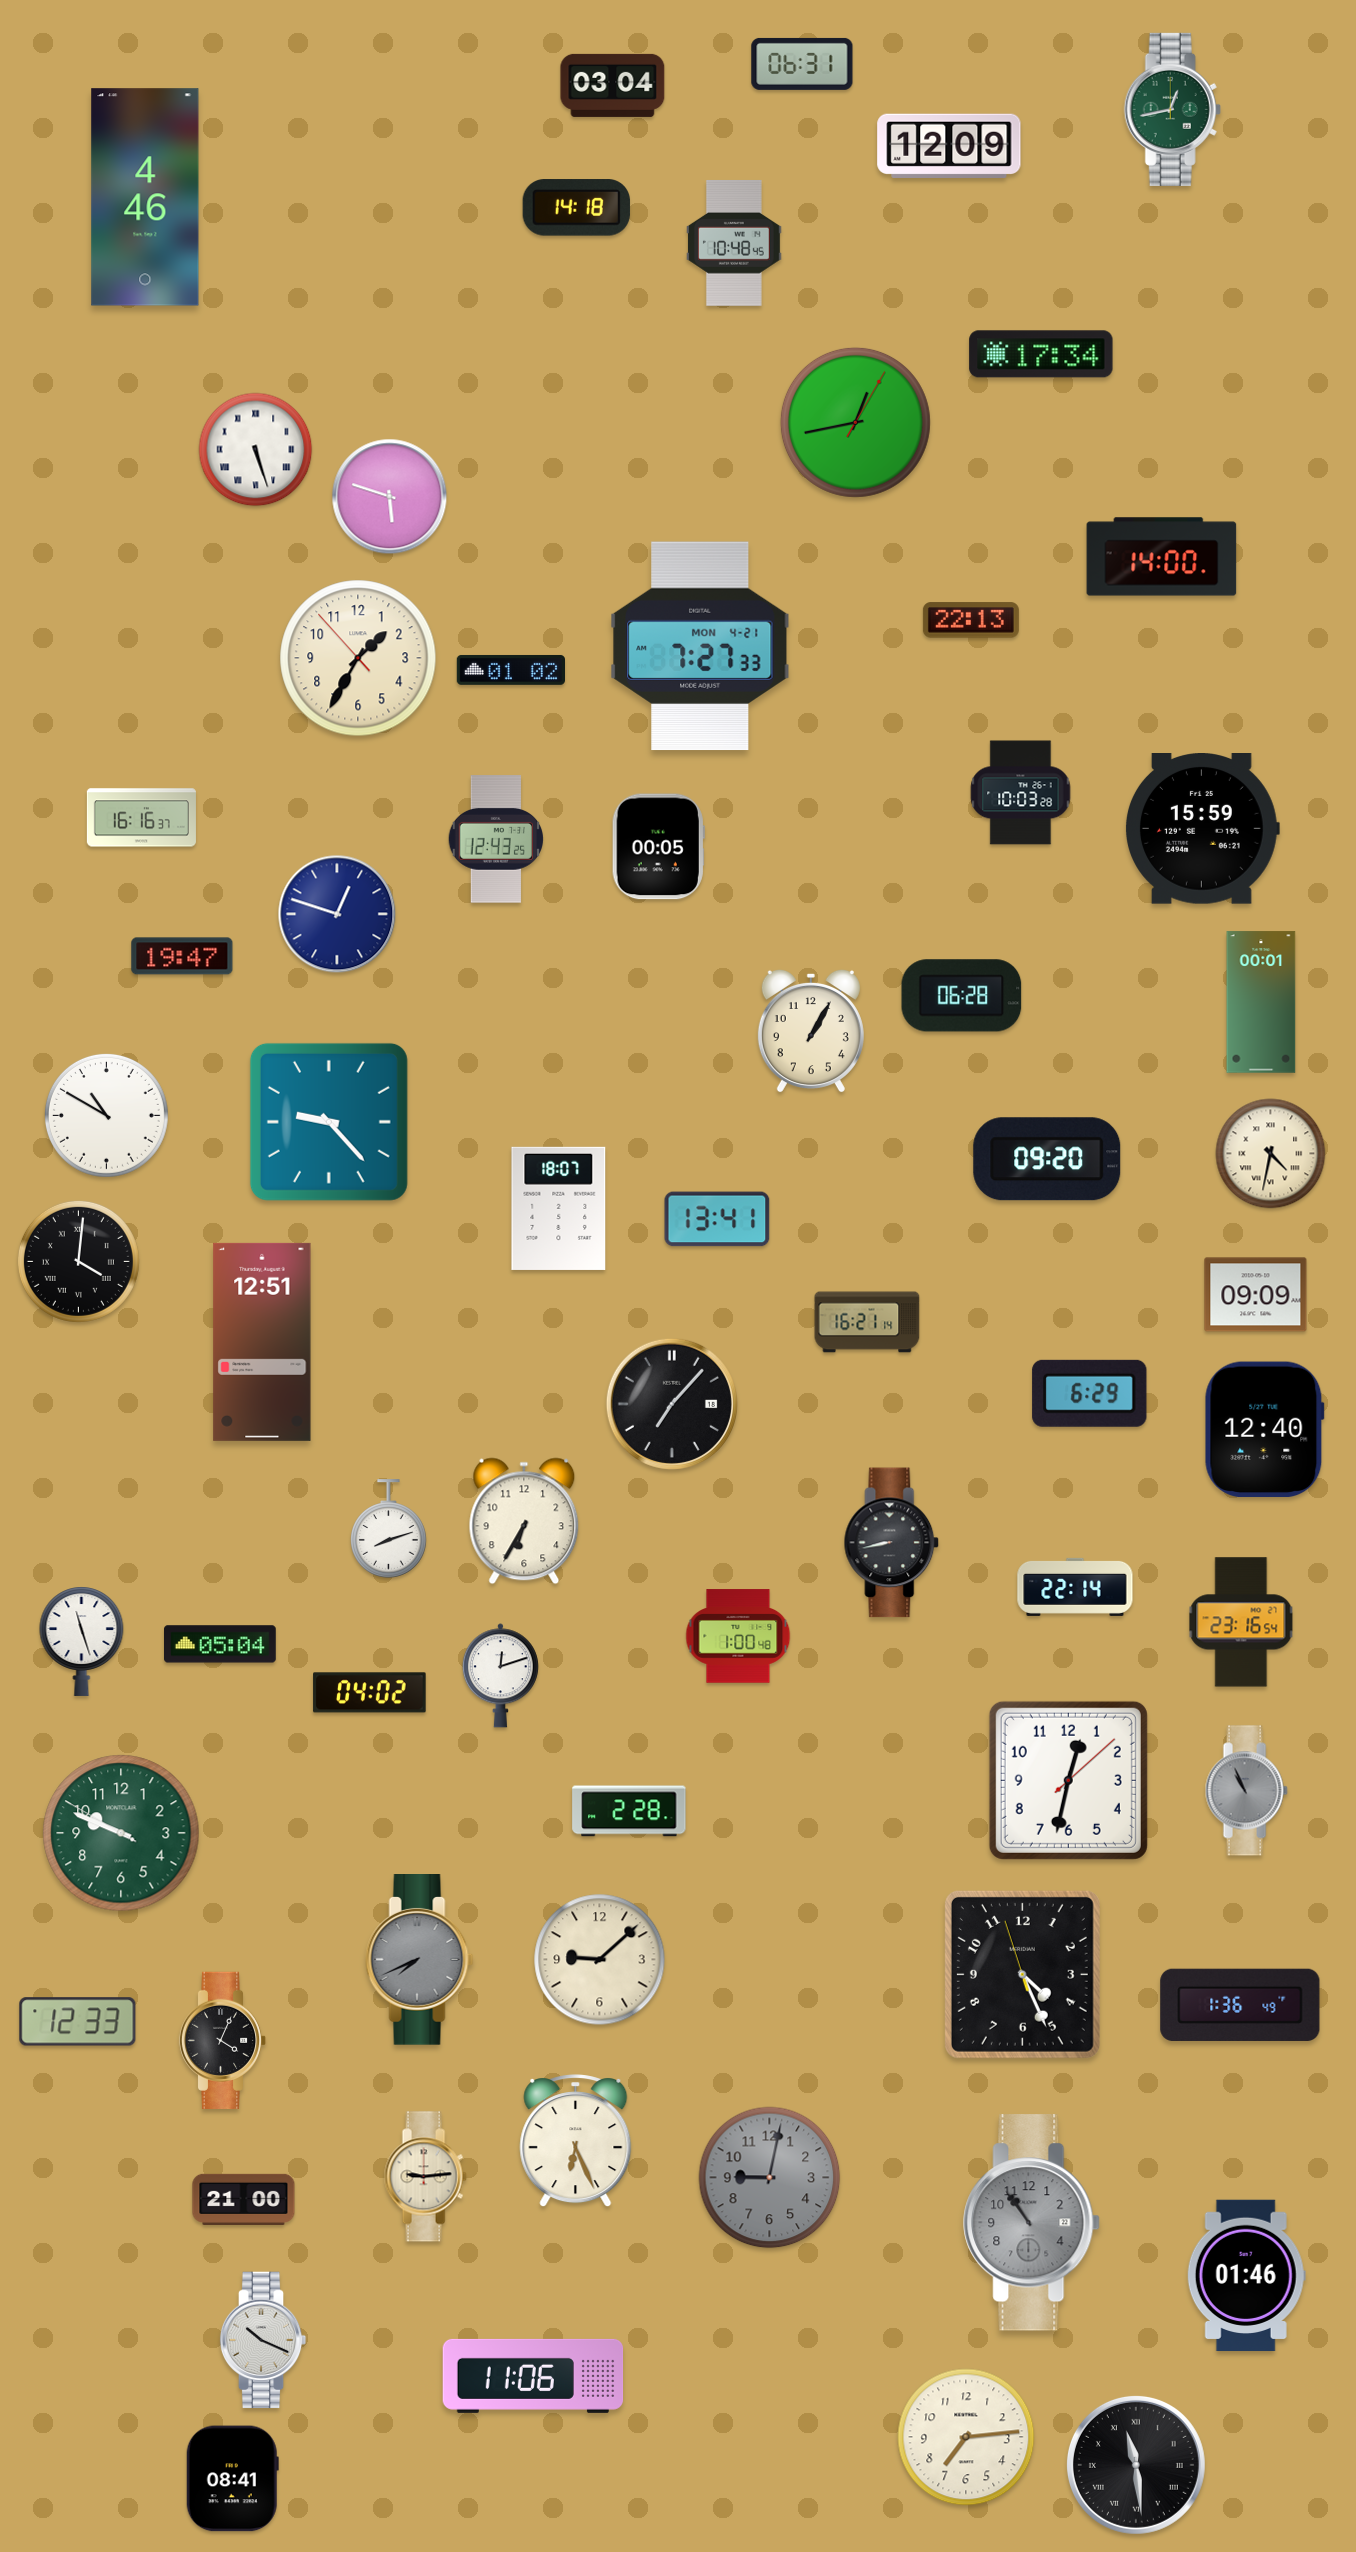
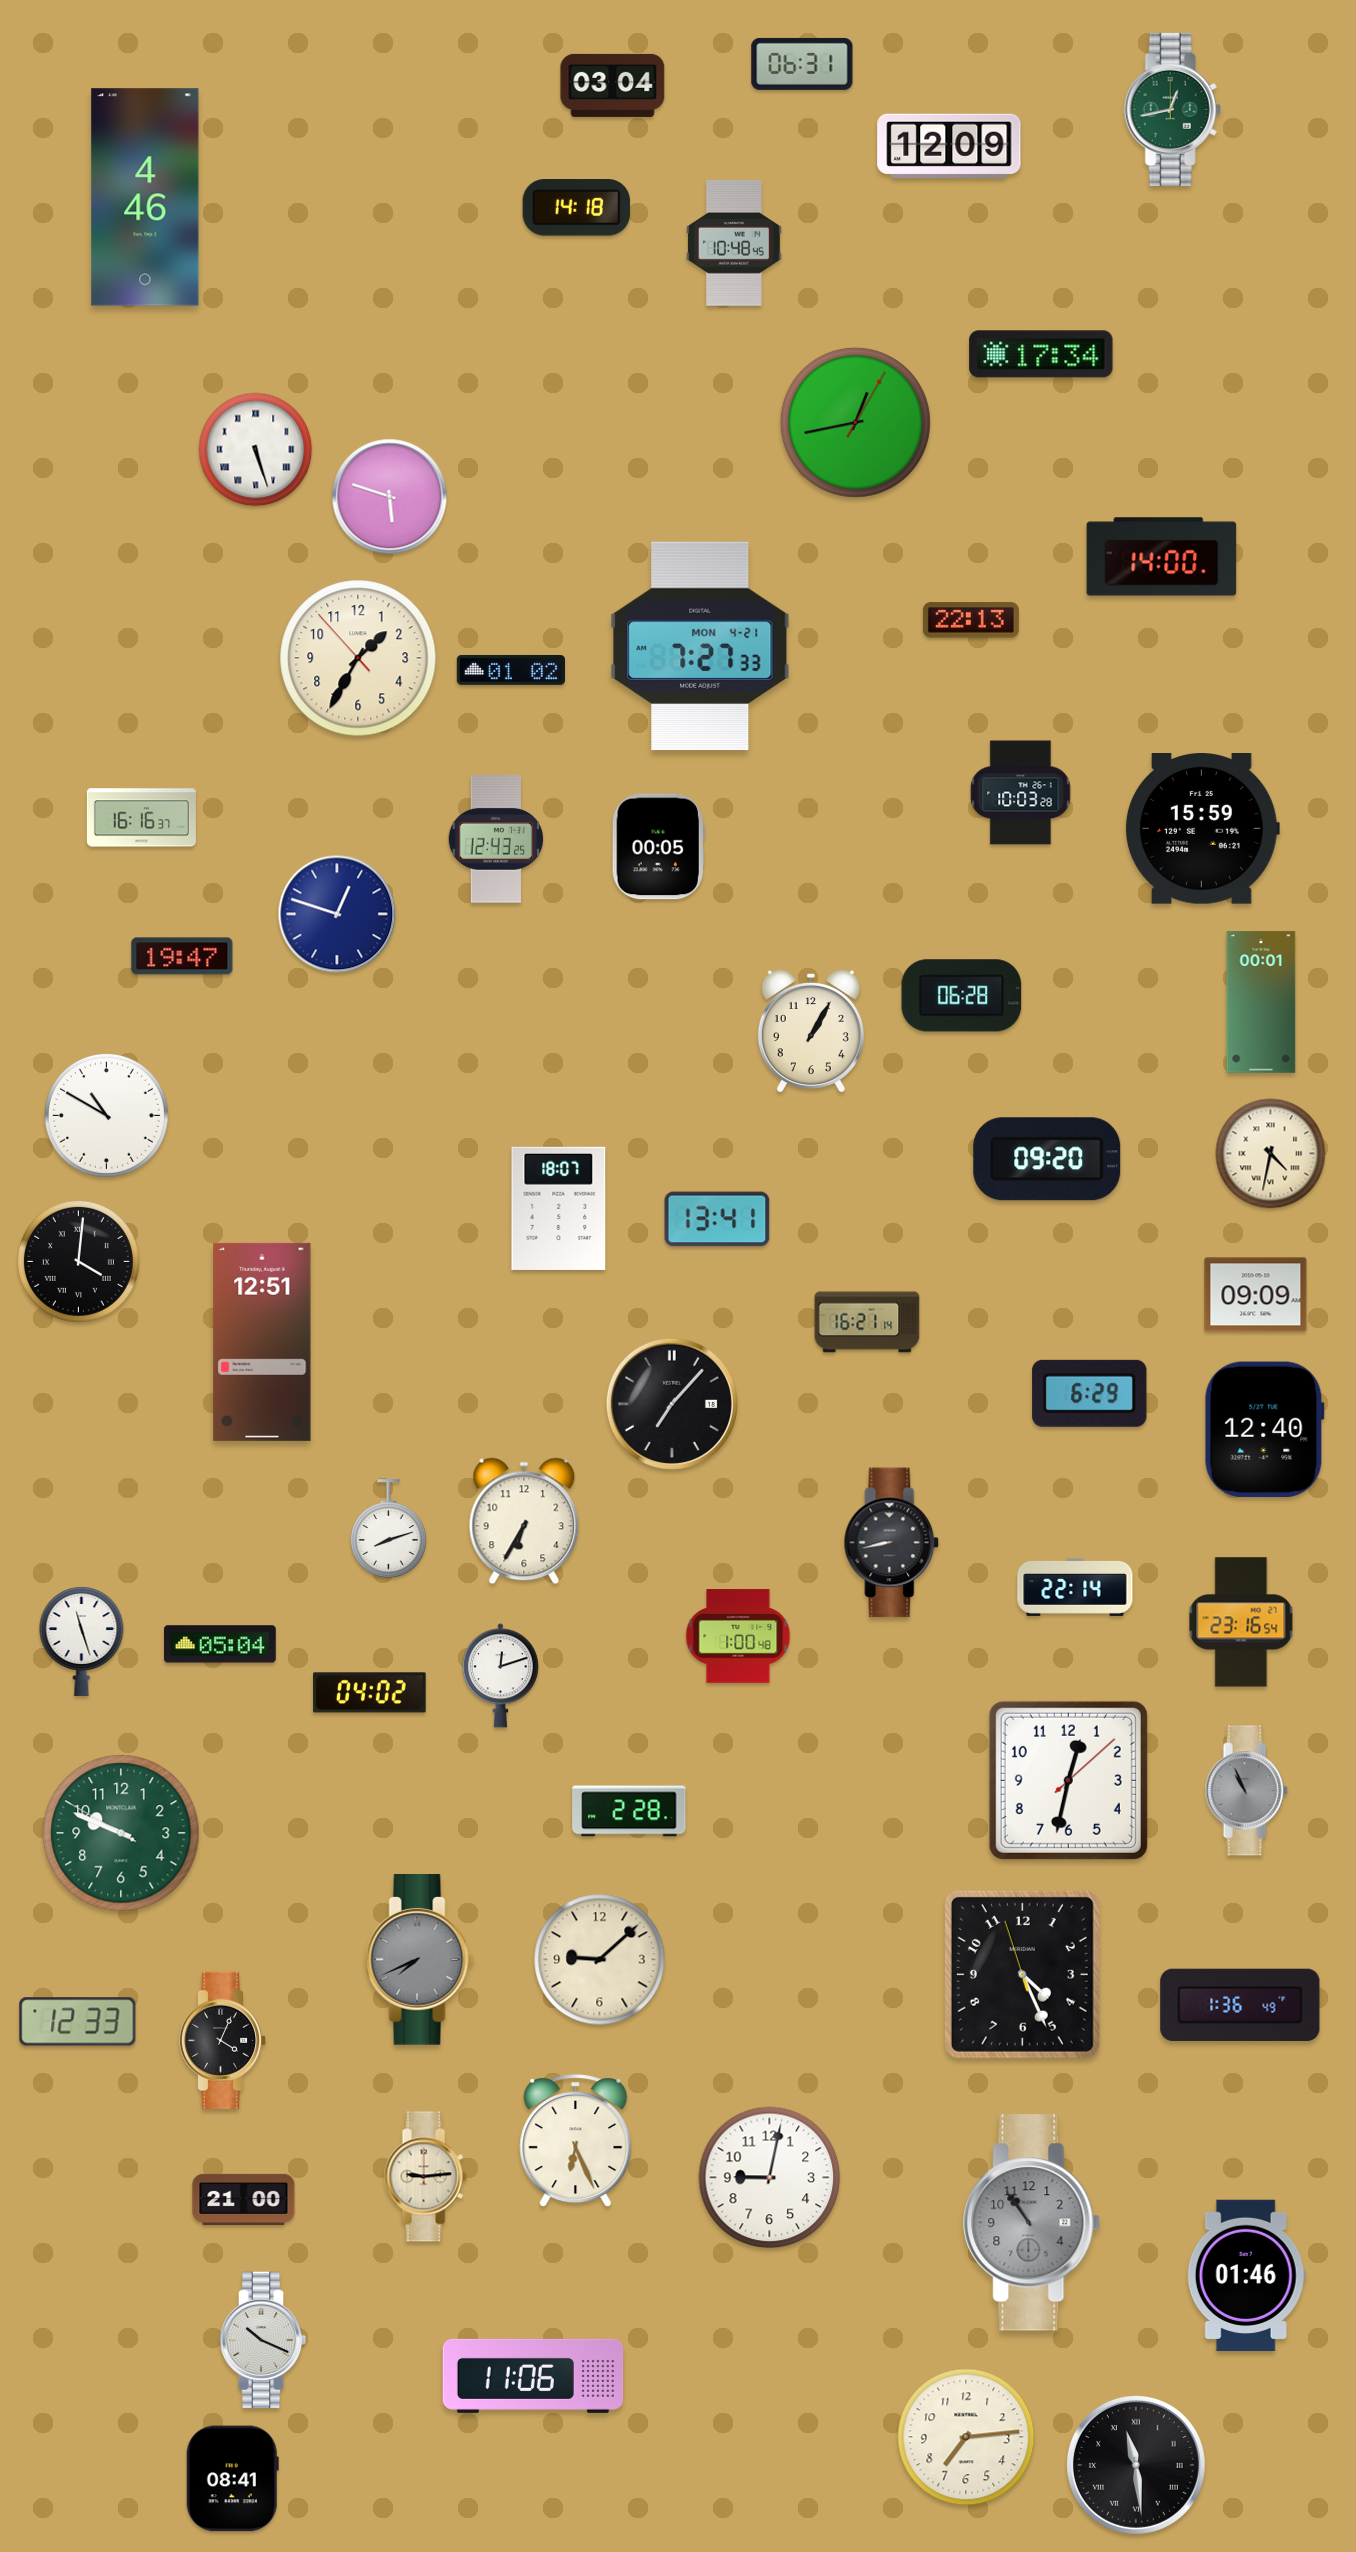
clock at (329, 1122): 9:23 -> none
clock at (770, 2178) dial: grey -> white
